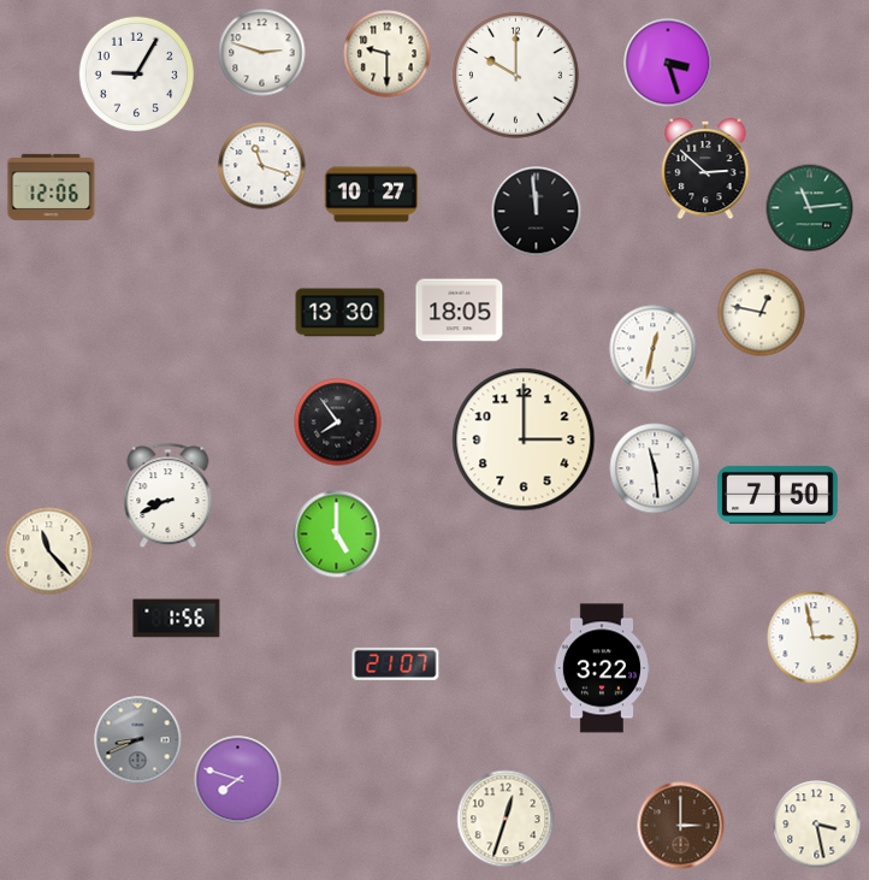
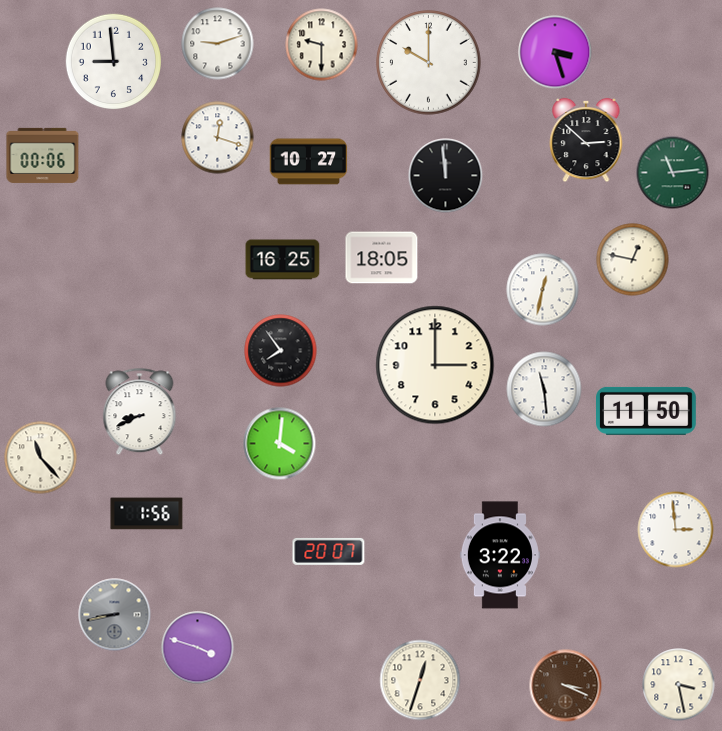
clock at (262, 53): 2:48 -> 9:12
clock at (136, 73): 9:05 -> 8:59
clock at (262, 166): 11:18 -> 12:18
clock at (52, 187): 12:06 -> 00:06
clock at (341, 313): 13:30 -> 16:25
clock at (779, 495): 7:50 -> 11:50
clock at (337, 535): 5:00 -> 4:01
clock at (814, 638): 2:58 -> 2:59
clock at (396, 663): 21:07 -> 20:07
clock at (138, 740): 8:41 -> 8:43
clock at (238, 780): 7:48 -> 3:48
clock at (681, 826): 3:00 -> 3:19
